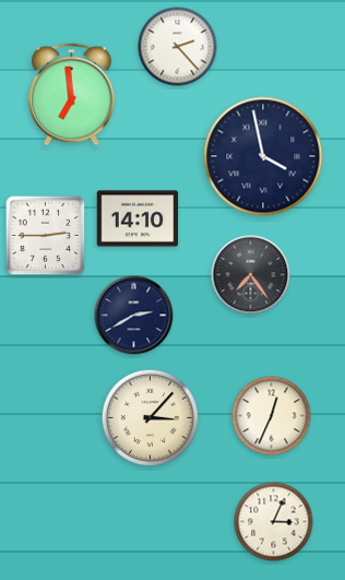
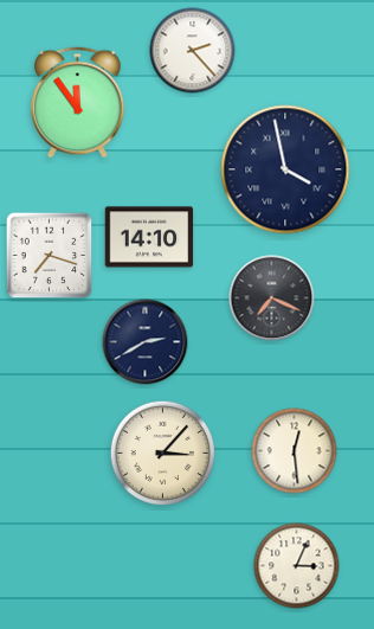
clock at (72, 95): 6:59 -> 11:54
clock at (46, 236): 2:45 -> 7:18
clock at (251, 275): 7:24 -> 7:19
clock at (272, 416): 12:34 -> 12:29
